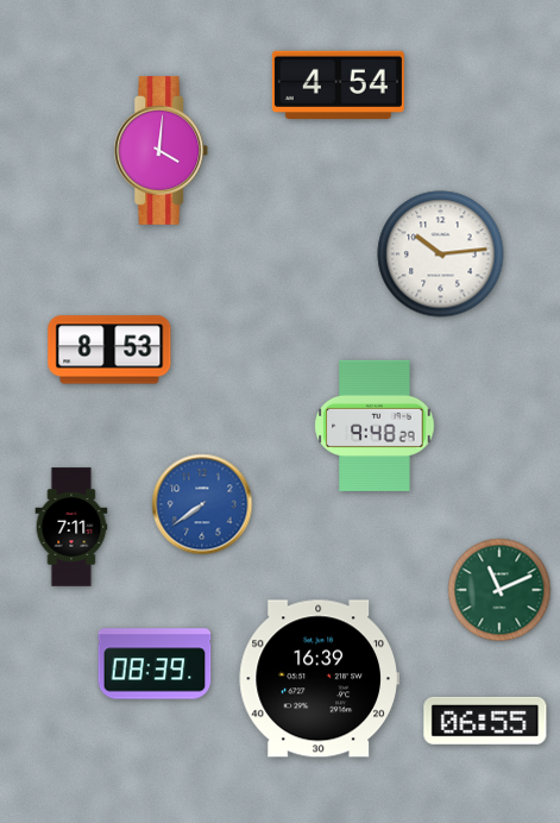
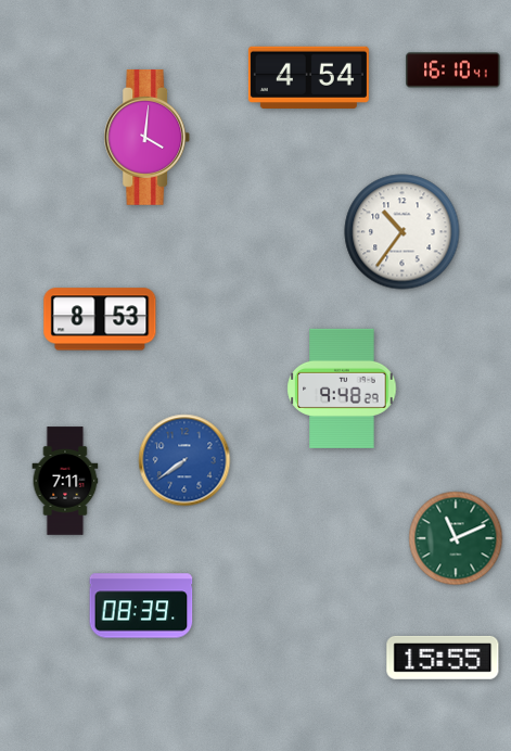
clock at (453, 71): none -> 16:10
clock at (441, 255): 10:14 -> 10:36
clock at (319, 679): 16:39 -> none
clock at (485, 721): 06:55 -> 15:55
